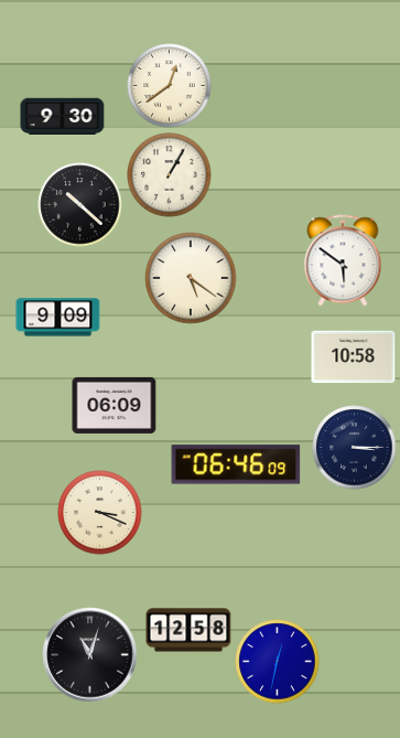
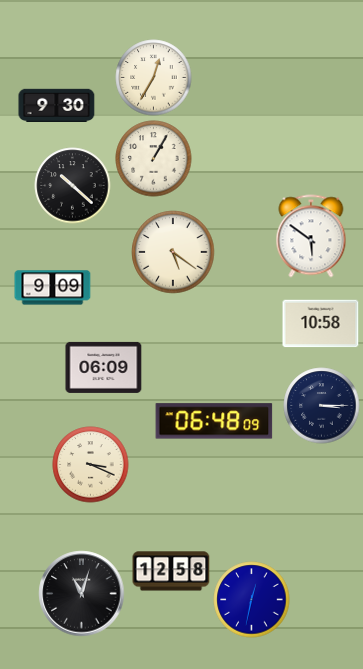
clock at (170, 86): 12:39 -> 12:35
clock at (236, 464): 06:46 -> 06:48
